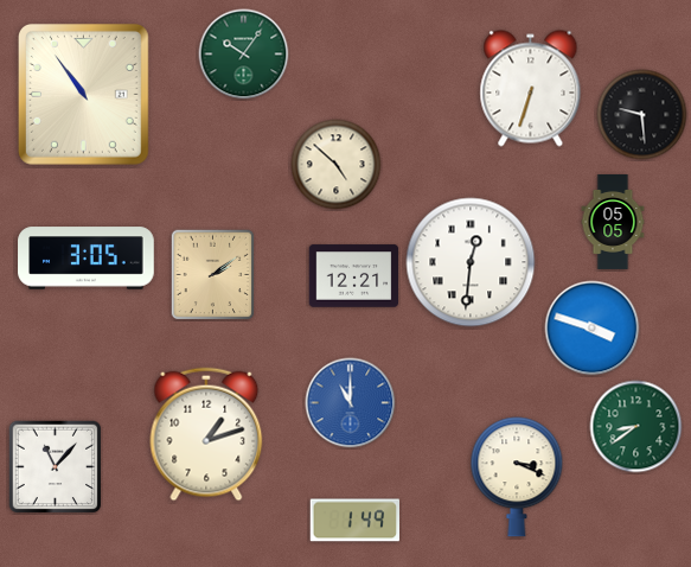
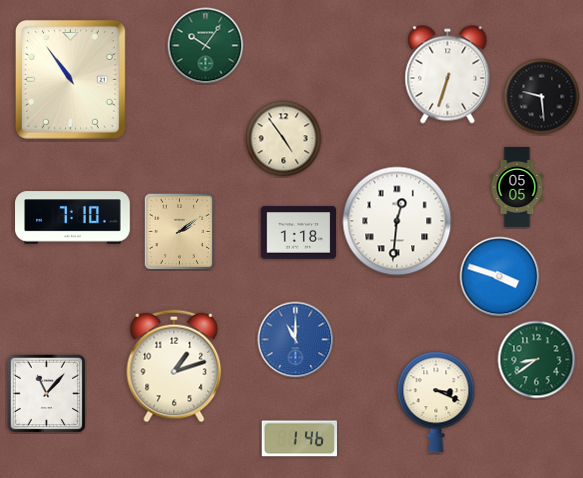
clock at (337, 165): 4:52 -> 4:54
clock at (87, 259): 3:05 -> 7:10
clock at (354, 276): 12:21 -> 1:18
clock at (354, 521): 1:49 -> 1:46
